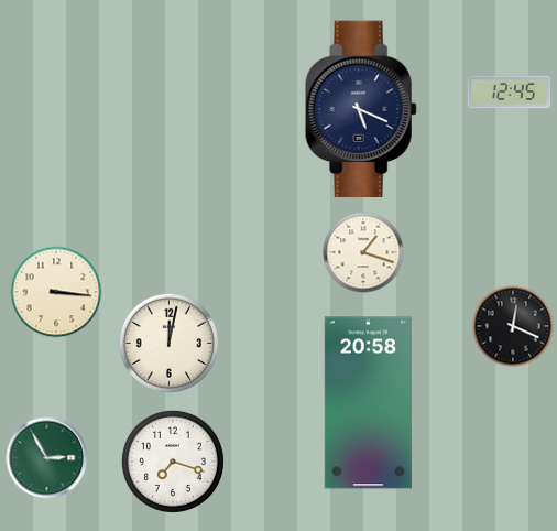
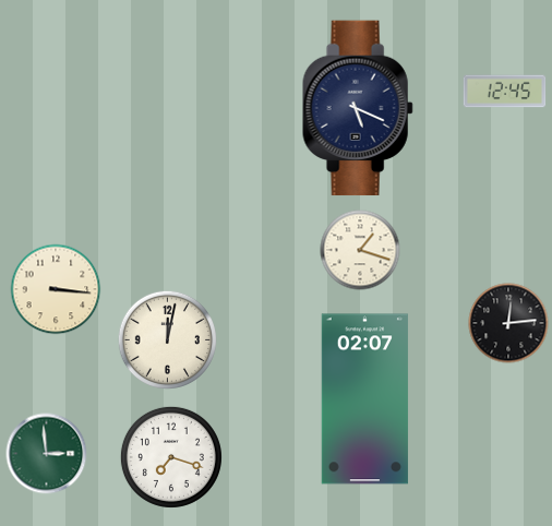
clock at (513, 326): 12:19 -> 12:14
clock at (368, 403): 20:58 -> 02:07
clock at (47, 458): 2:55 -> 2:59
